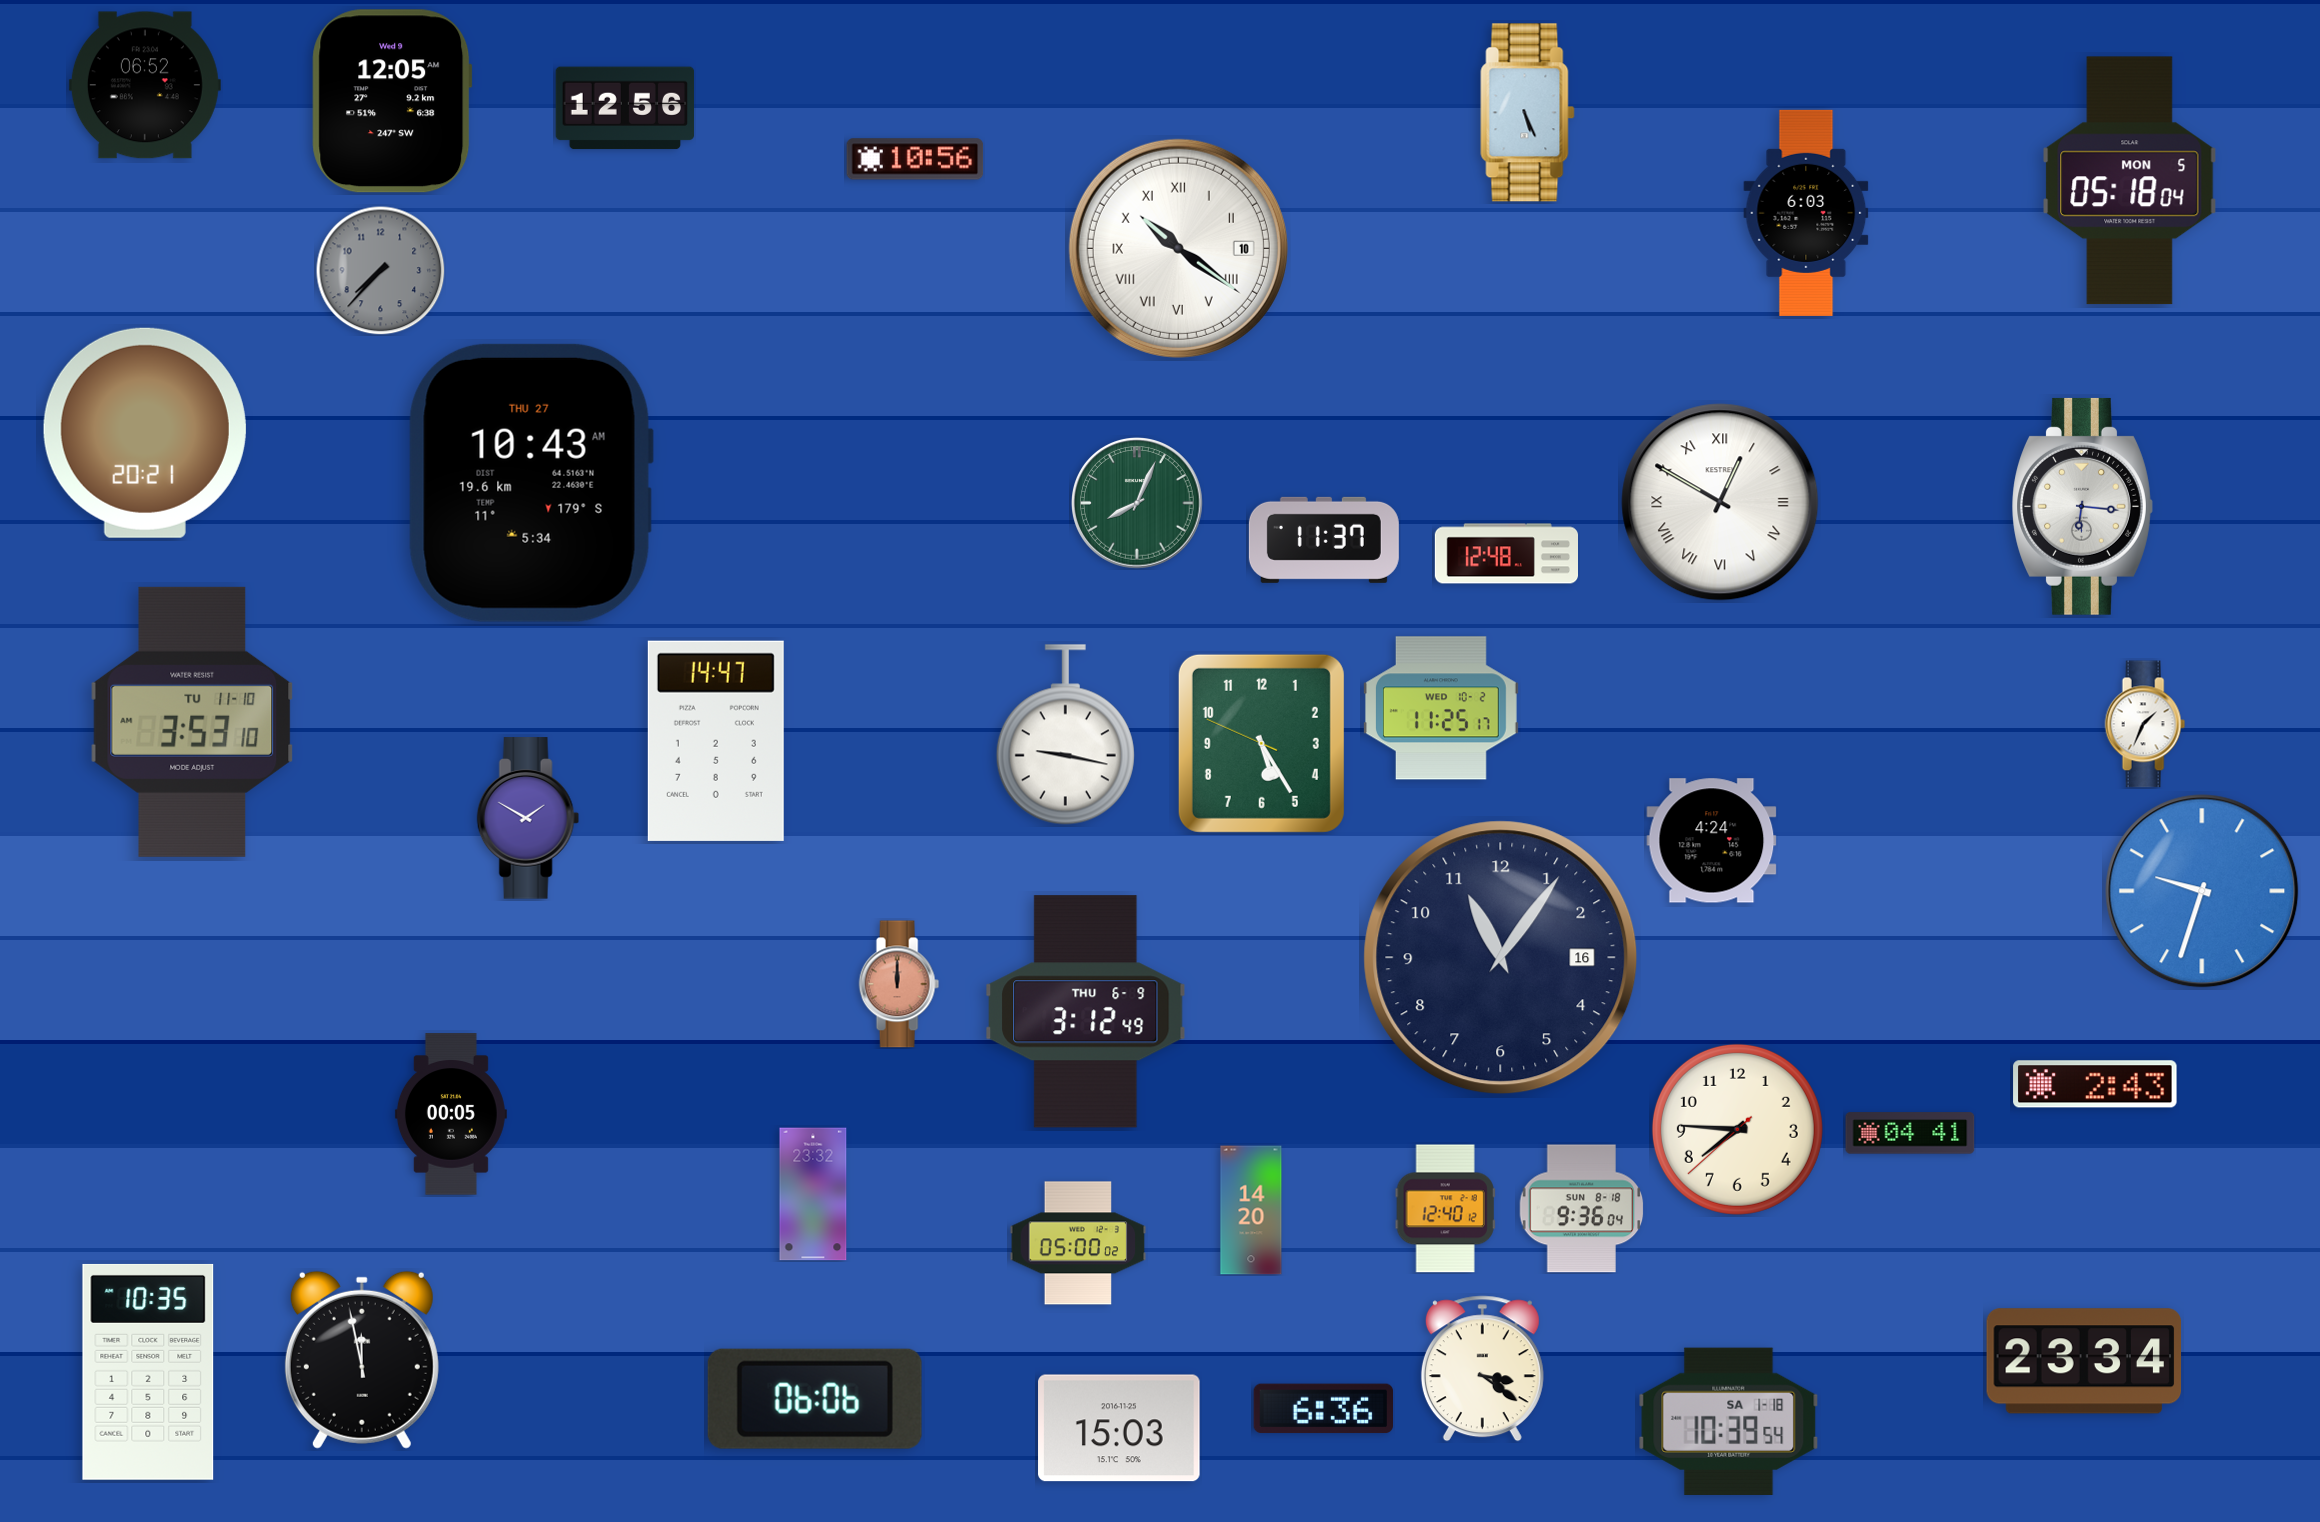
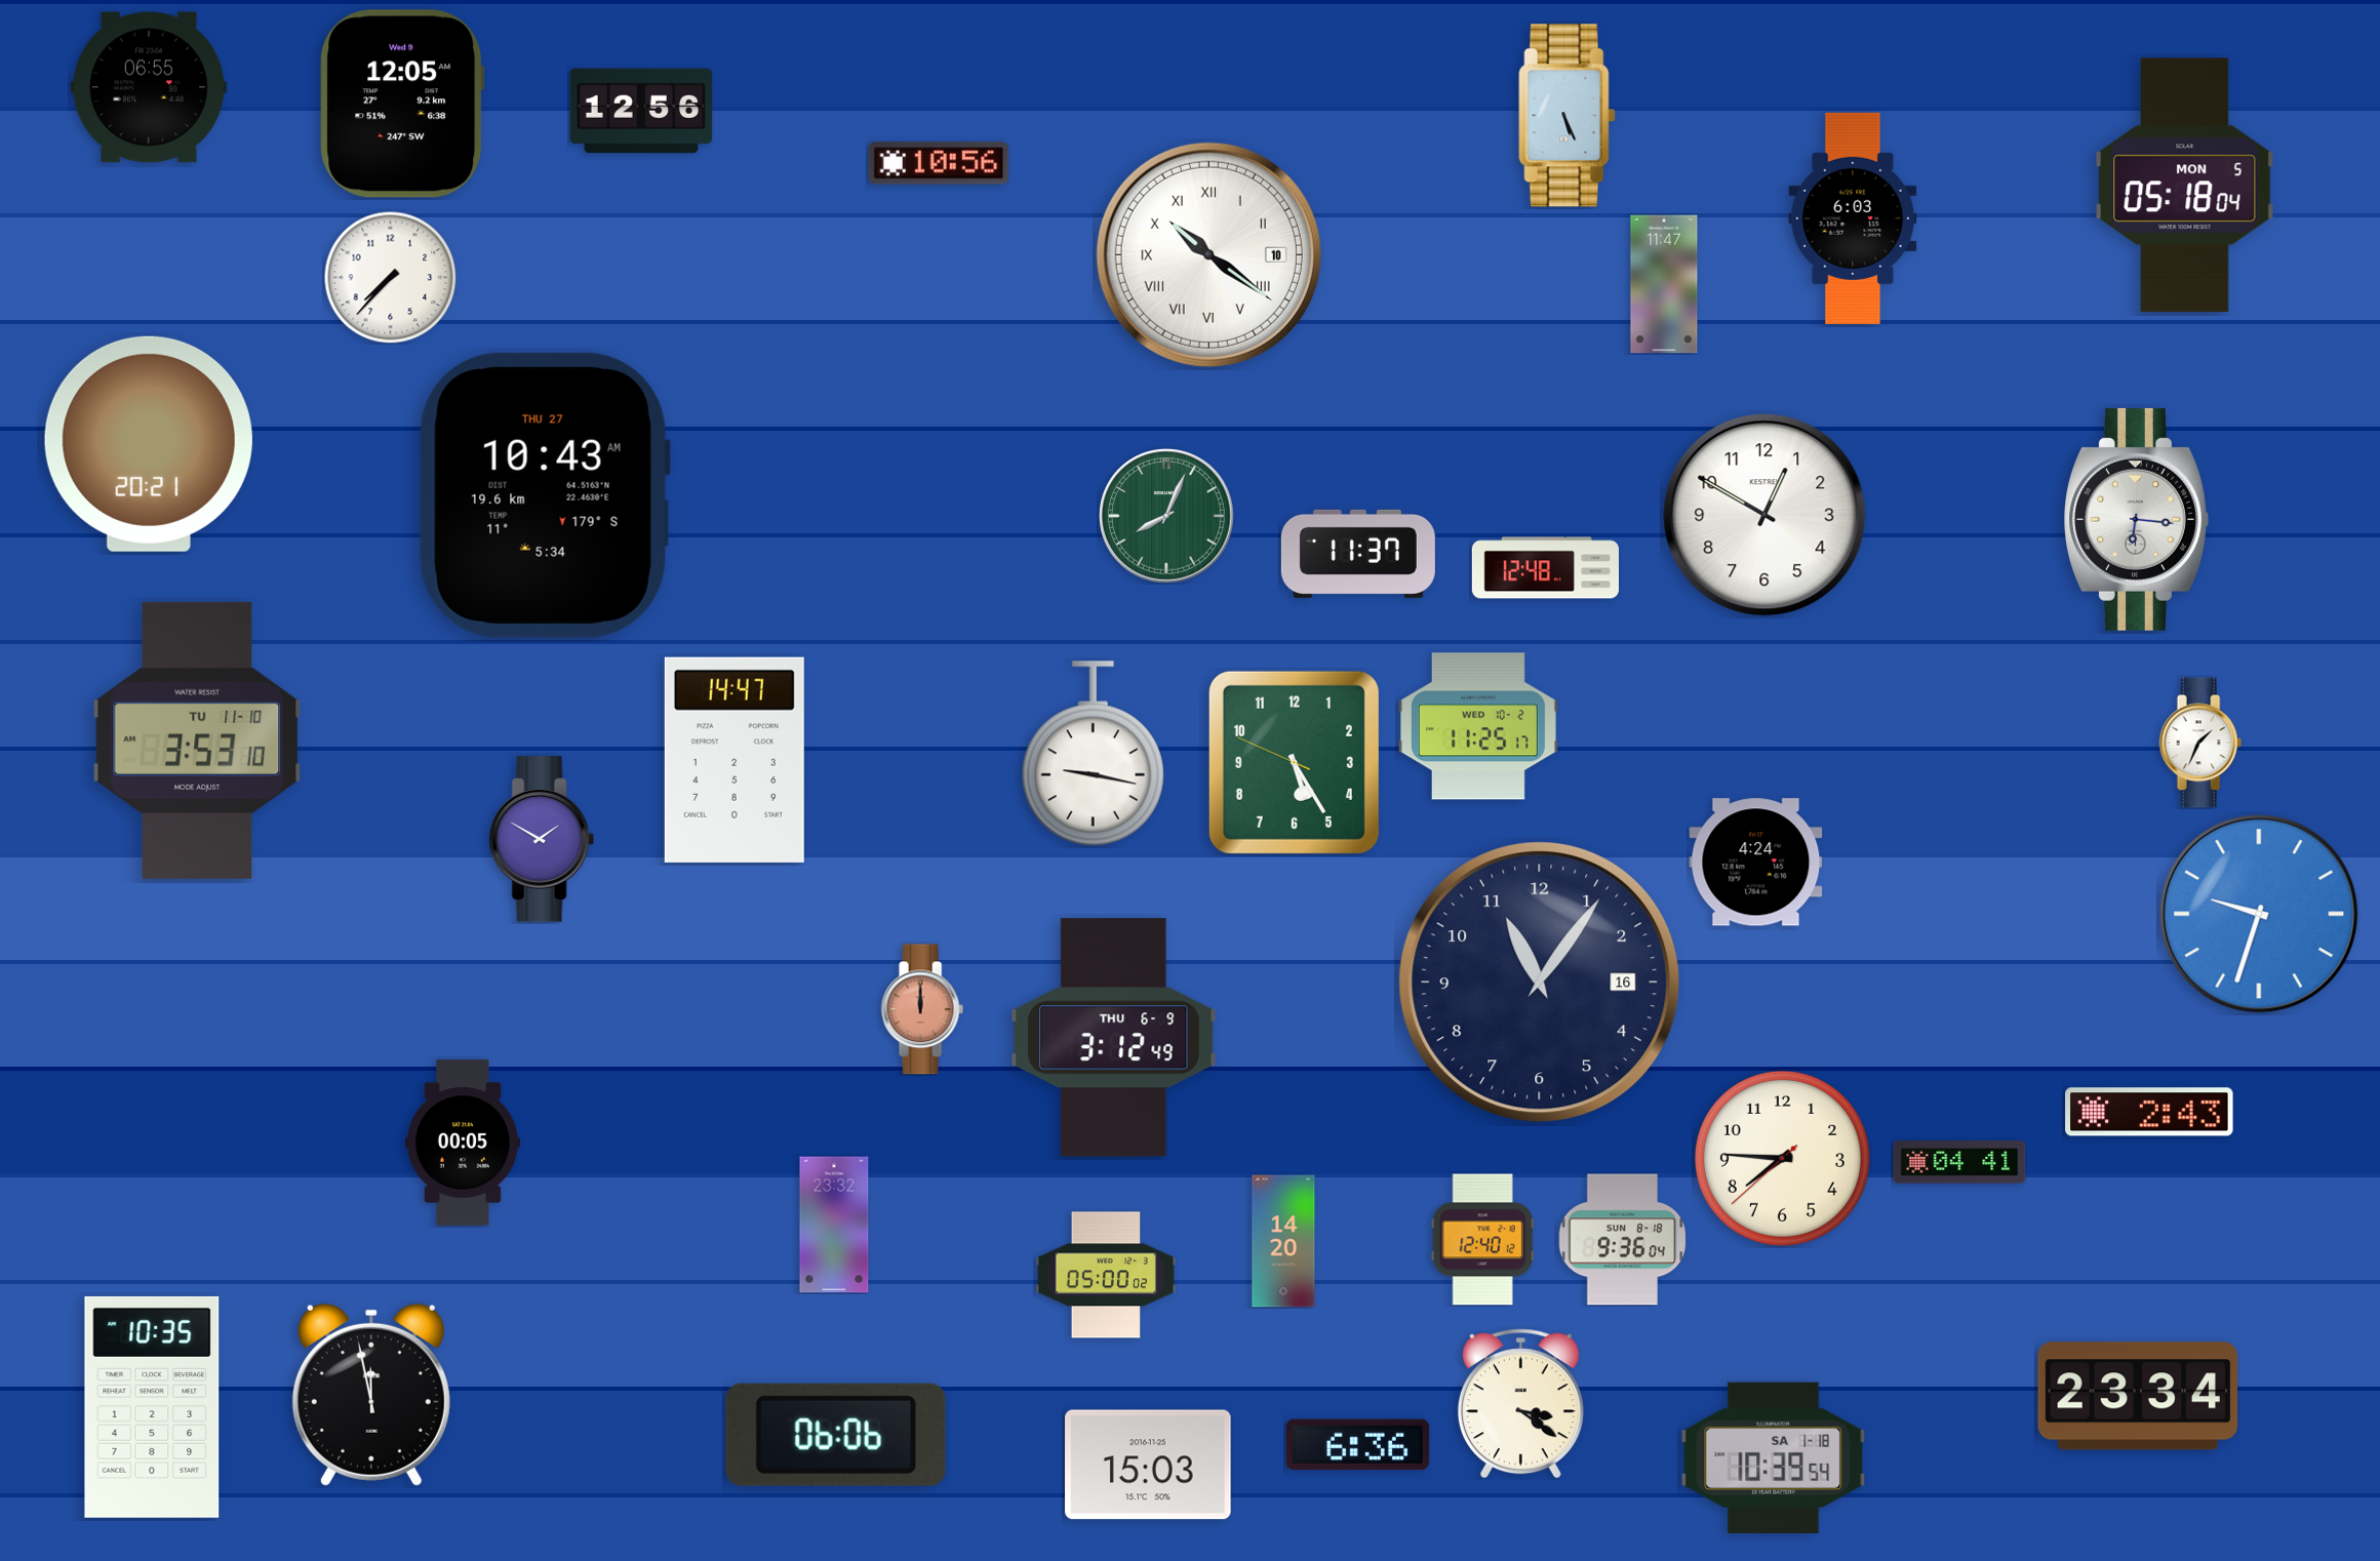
clock at (145, 85): 06:52 -> 06:55
clock at (380, 270) dial: grey -> white
clock at (1664, 284): none -> 11:47
clock at (1720, 502) numerals: Roman -> Arabic
